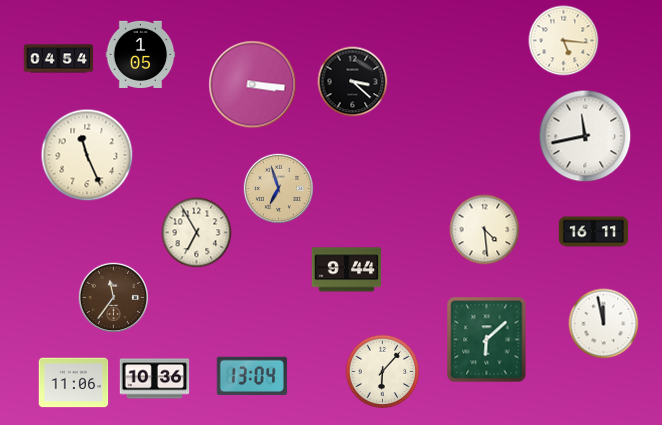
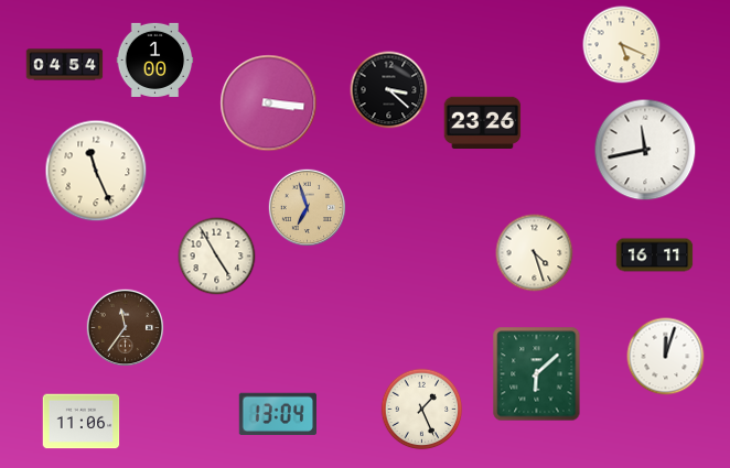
clock at (564, 41): 5:16 -> 5:19
clock at (141, 54): 1:05 -> 1:00
clock at (253, 85) position: (253, 85) -> (269, 104)
clock at (483, 122): none -> 23:26
clock at (485, 230): 4:29 -> 4:27
clock at (197, 233): 6:55 -> 4:55
clock at (347, 270): 9:44 -> none
clock at (604, 324): 11:58 -> 12:03
clock at (383, 372): 6:07 -> 1:26
clock at (155, 379): 10:36 -> none
